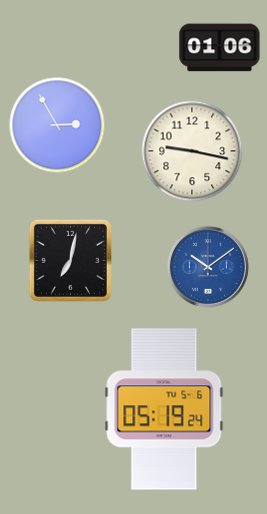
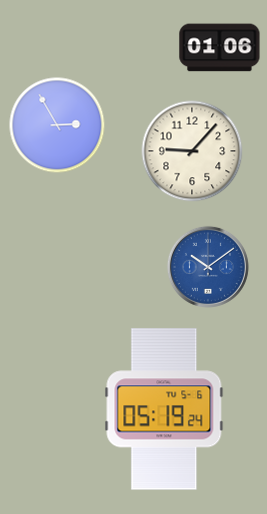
clock at (192, 151): 9:17 -> 9:07
clock at (70, 260): 7:02 -> none
